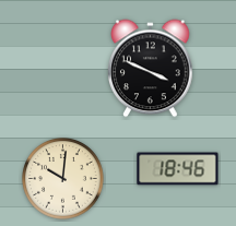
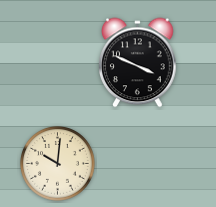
clock at (178, 169): 18:46 -> none
